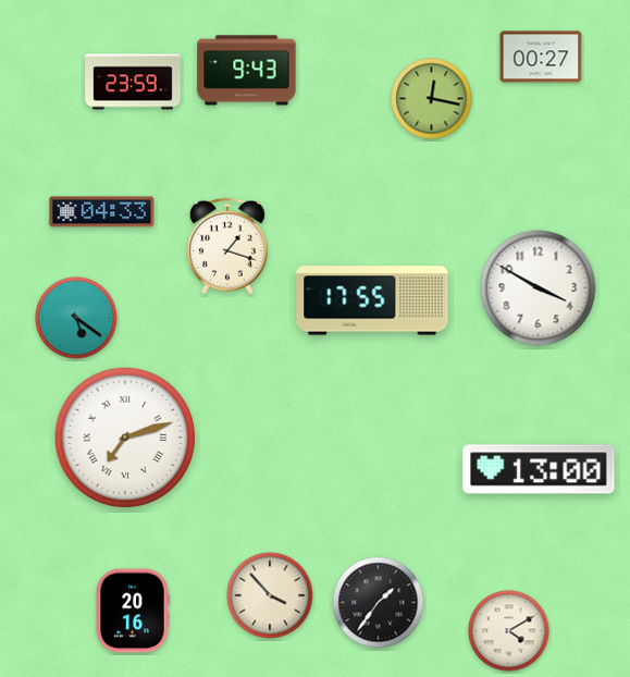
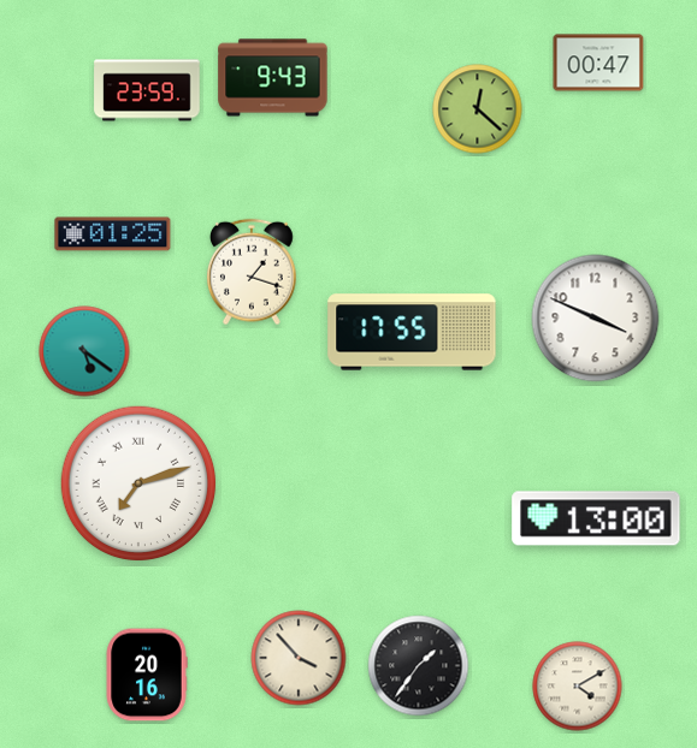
clock at (541, 57): 00:27 -> 00:47
clock at (432, 99): 12:17 -> 12:22
clock at (102, 212): 04:33 -> 01:25
clock at (539, 288): 3:50 -> 3:49
clock at (509, 631) position: (509, 631) -> (578, 687)
